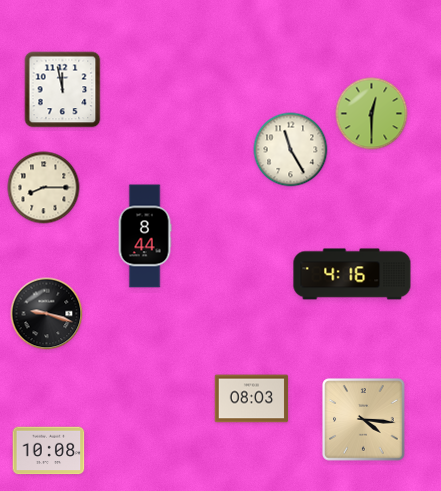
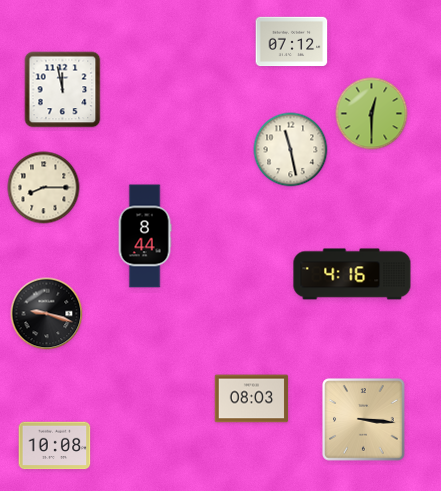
clock at (292, 42): none -> 07:12
clock at (291, 150): 11:25 -> 11:28
clock at (364, 420): 4:16 -> 3:16
clock at (49, 451) position: (49, 451) -> (55, 446)
